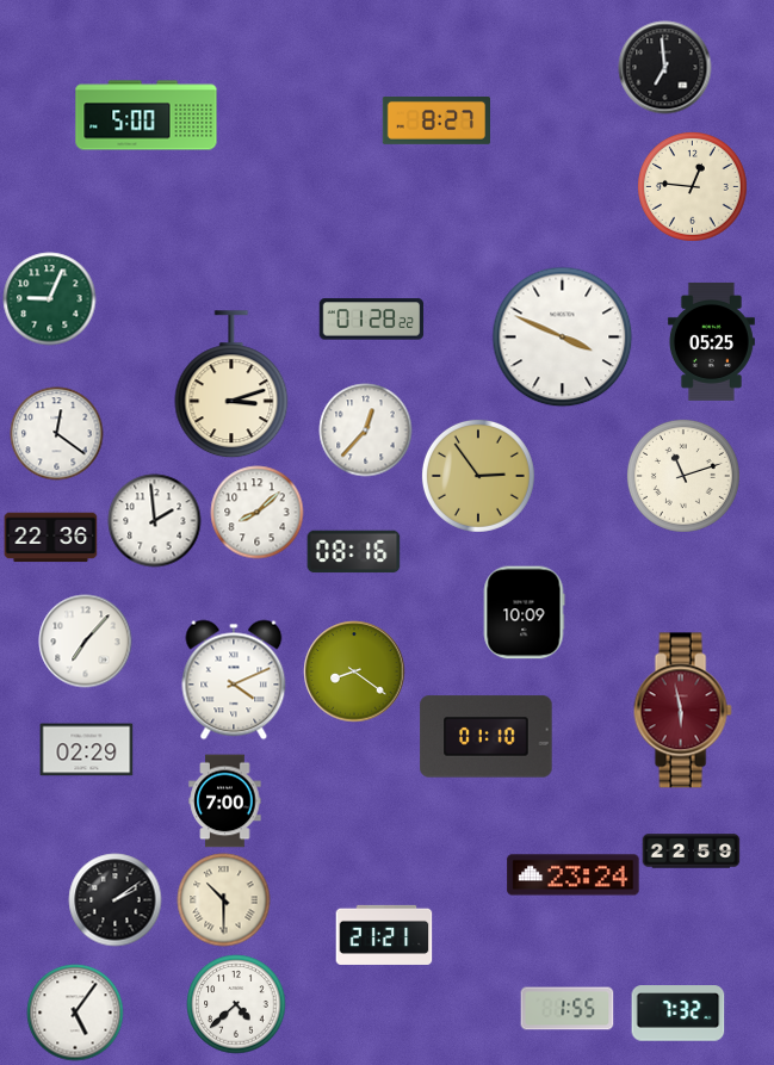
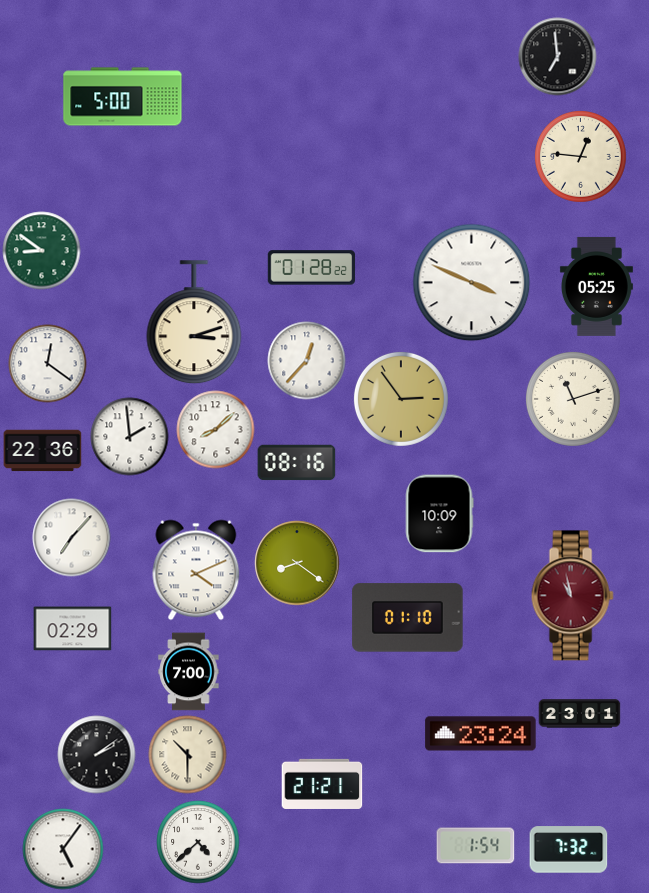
clock at (435, 122): 8:27 -> none
clock at (49, 298): 9:04 -> 8:51
clock at (682, 711): 5:58 -> 10:58
clock at (691, 852): 22:59 -> 23:01
clock at (566, 1009): 1:55 -> 1:54
